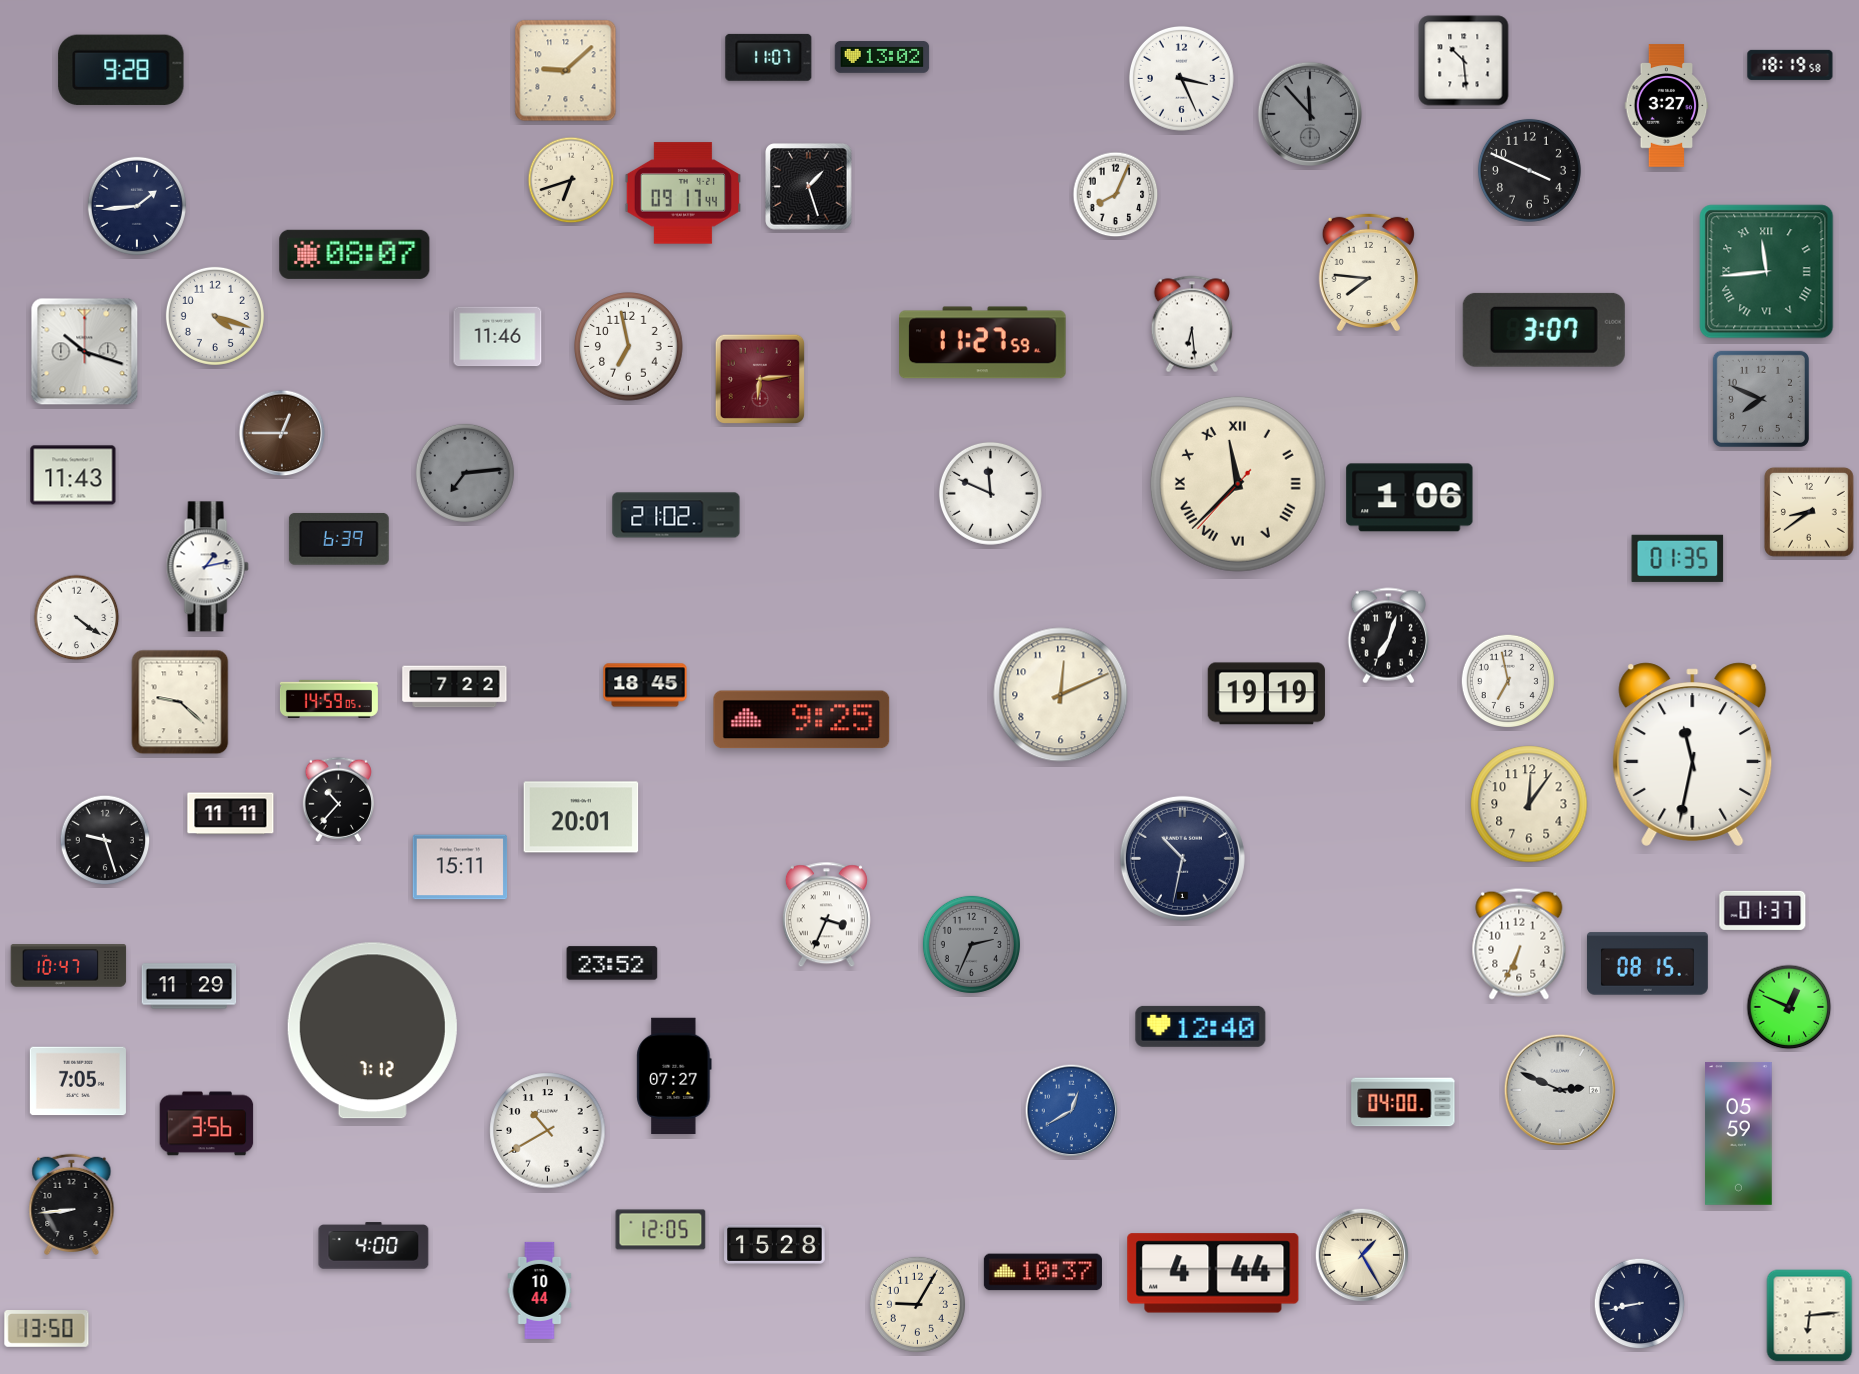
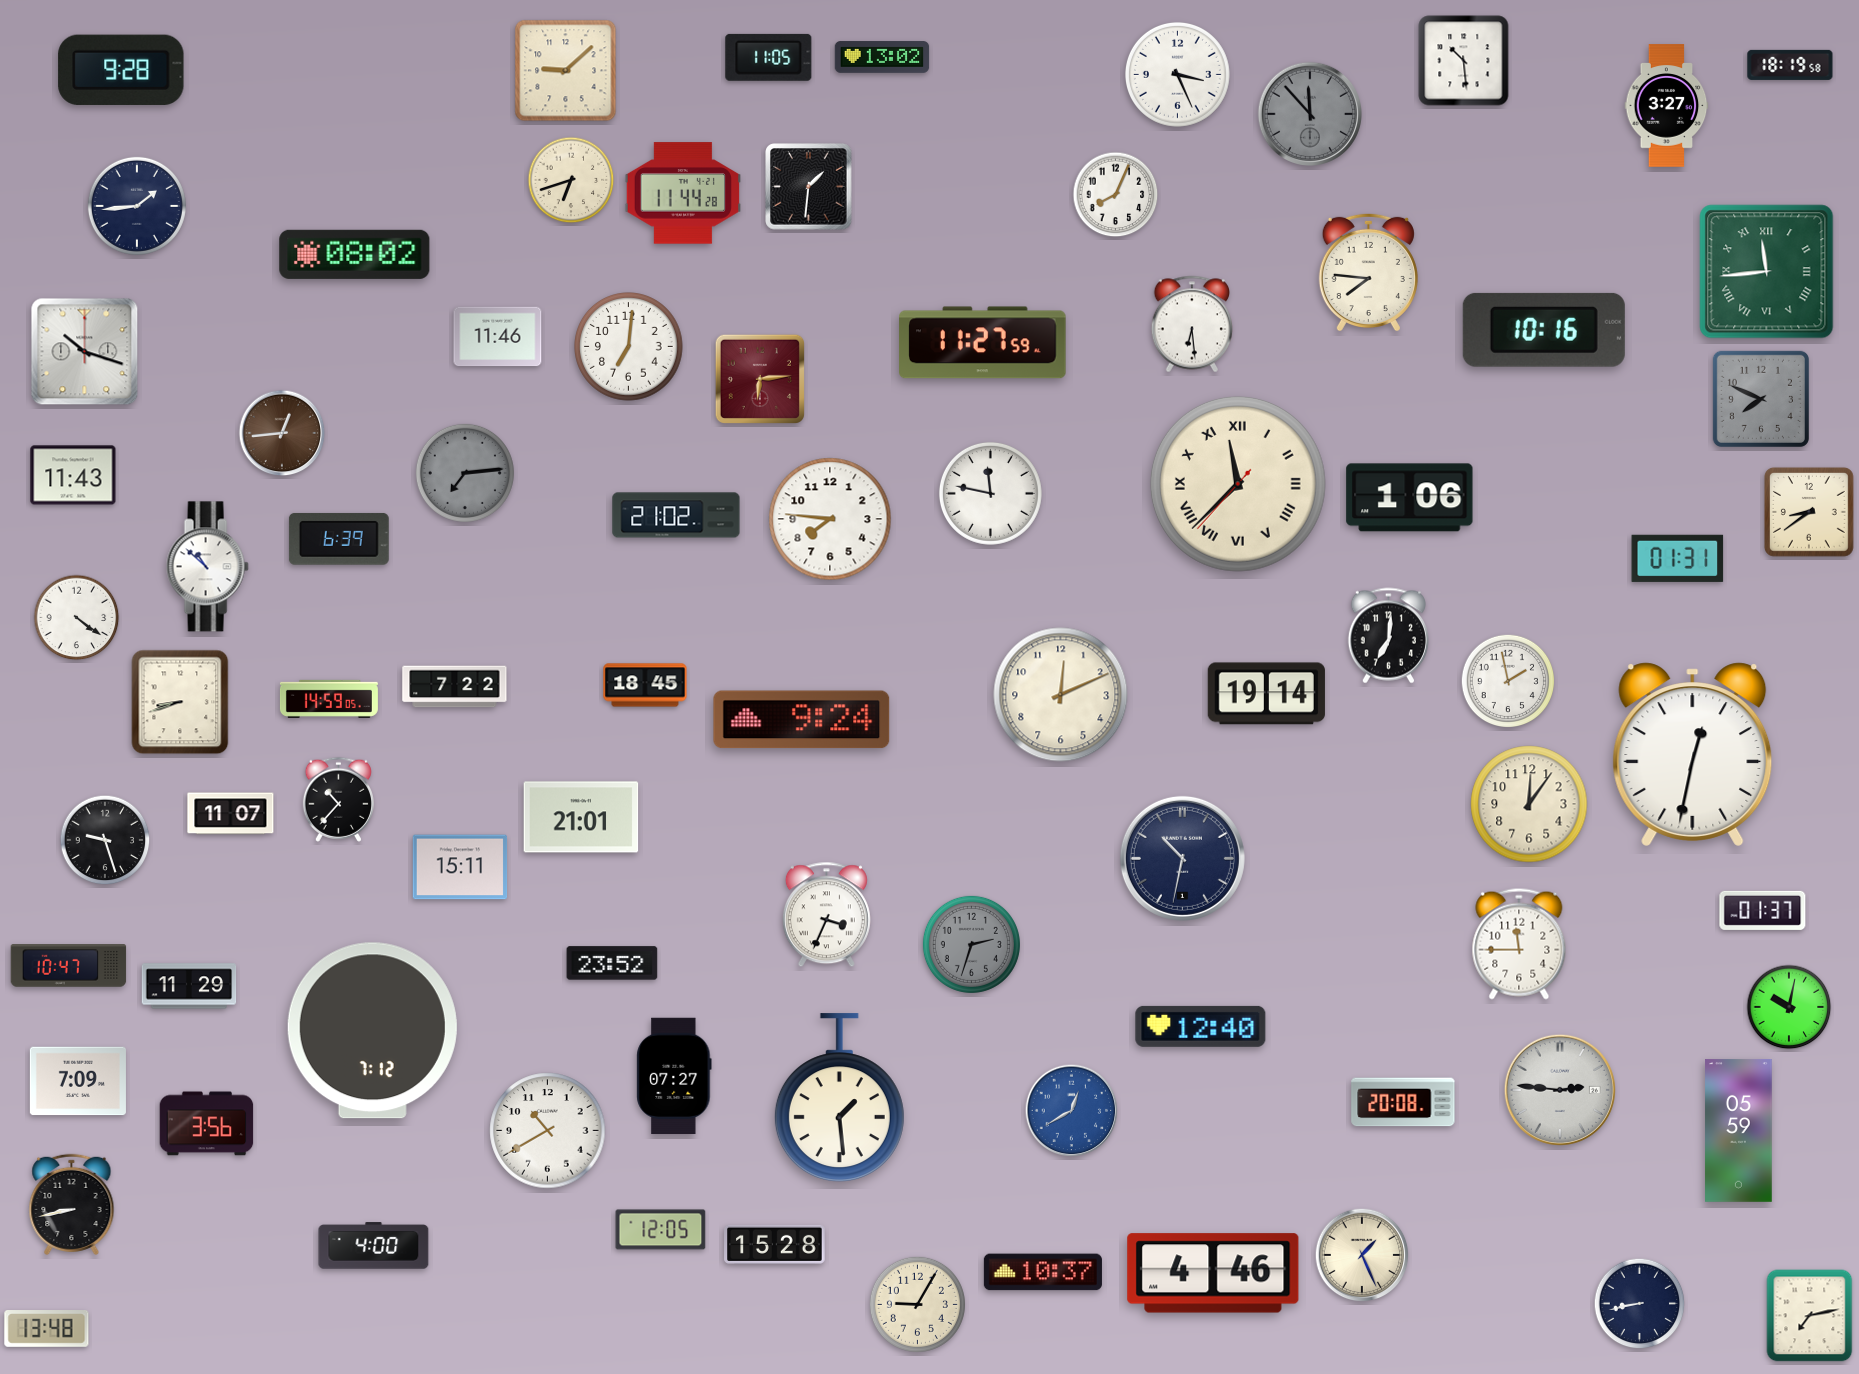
clock at (769, 57): 11:07 -> 11:05
clock at (1181, 78) position: (1181, 78) -> (1177, 74)
clock at (1529, 170): 3:49 -> none
clock at (809, 187): 1:27 -> 1:31
clock at (682, 193): 09:17 -> 11:44
clock at (355, 254): 08:07 -> 08:02
clock at (215, 316): 4:18 -> none
clock at (1544, 330): 3:07 -> 10:16
clock at (629, 347): 6:58 -> 7:01
clock at (282, 433): 12:45 -> 12:44
clock at (990, 493): 11:49 -> 11:47
clock at (830, 519): none -> 7:46
clock at (1678, 558): 01:35 -> 01:31
clock at (207, 567): 1:13 -> 10:52
clock at (1388, 636): 7:03 -> 7:01
clock at (1507, 680): 6:58 -> 1:58
clock at (1266, 694): 19:19 -> 19:14
clock at (180, 702): 9:22 -> 8:42
clock at (802, 720): 9:25 -> 9:24
clock at (1693, 754): 11:32 -> 12:32
clock at (231, 814): 11:11 -> 11:07
clock at (581, 817): 20:01 -> 21:01
clock at (971, 944): 2:34 -> 2:33
clock at (1519, 944): 6:34 -> 11:45
clock at (1647, 964): 08:15 -> none
clock at (1789, 1007): 12:49 -> 10:02
clock at (78, 1081): 7:05 -> 7:09
clock at (1560, 1090): 2:49 -> 2:46
clock at (839, 1098): none -> 1:29
clock at (1403, 1102): 04:00 -> 20:08
clock at (1739, 1134) position: (1739, 1134) -> (1739, 1131)
clock at (72, 1204): 8:44 -> 8:43
clock at (1362, 1255): 1:25 -> 1:26
clock at (1213, 1273): 4:44 -> 4:46
clock at (540, 1290): 10:44 -> none
clock at (1810, 1316): 6:14 -> 7:13
clock at (47, 1329): 13:50 -> 13:48
